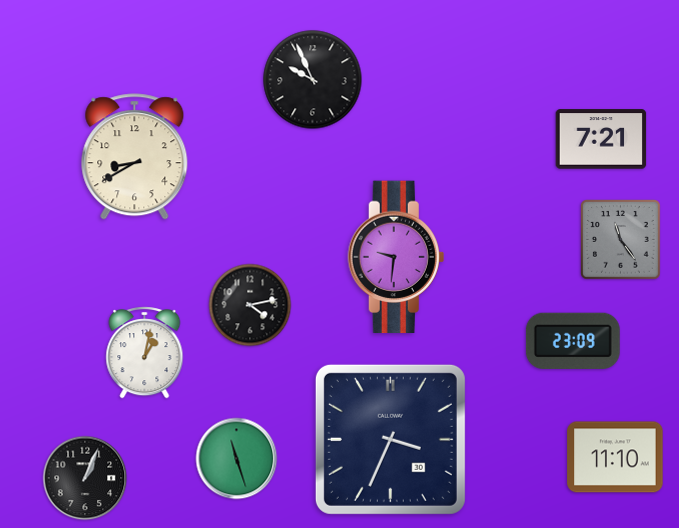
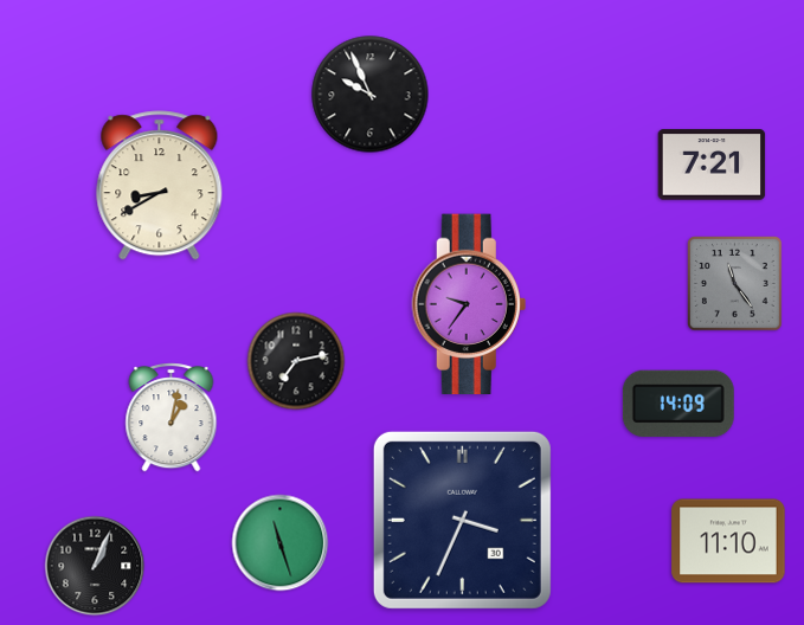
clock at (396, 257): 9:31 -> 9:36
clock at (250, 305): 4:13 -> 7:13
clock at (573, 341): 23:09 -> 14:09
clock at (85, 478) position: (85, 478) -> (95, 566)
